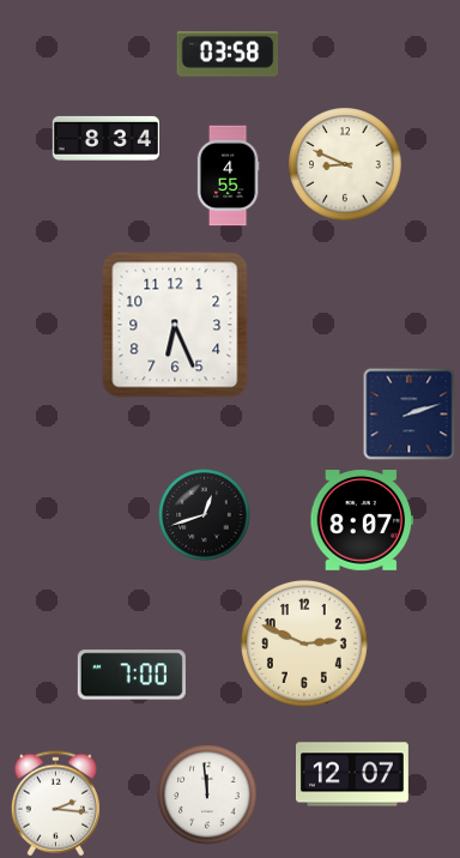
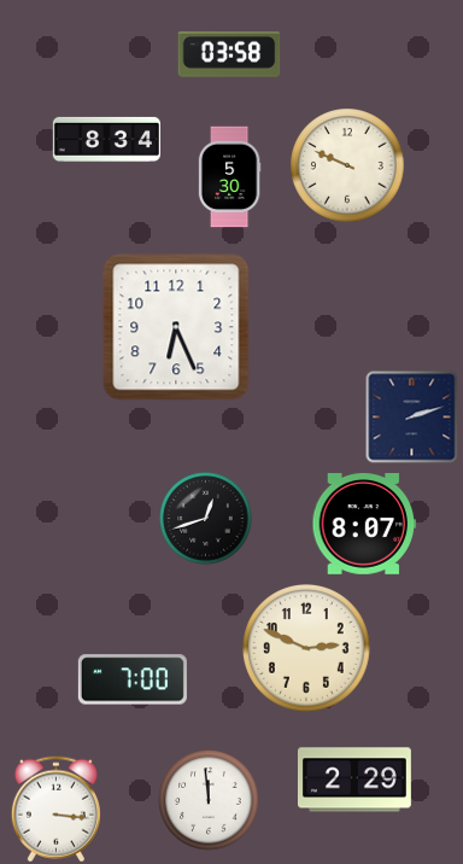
clock at (345, 164): 8:49 -> 9:49
clock at (228, 176): 4:55 -> 5:30
clock at (352, 774): 12:07 -> 2:29
clock at (55, 804): 2:16 -> 3:16
